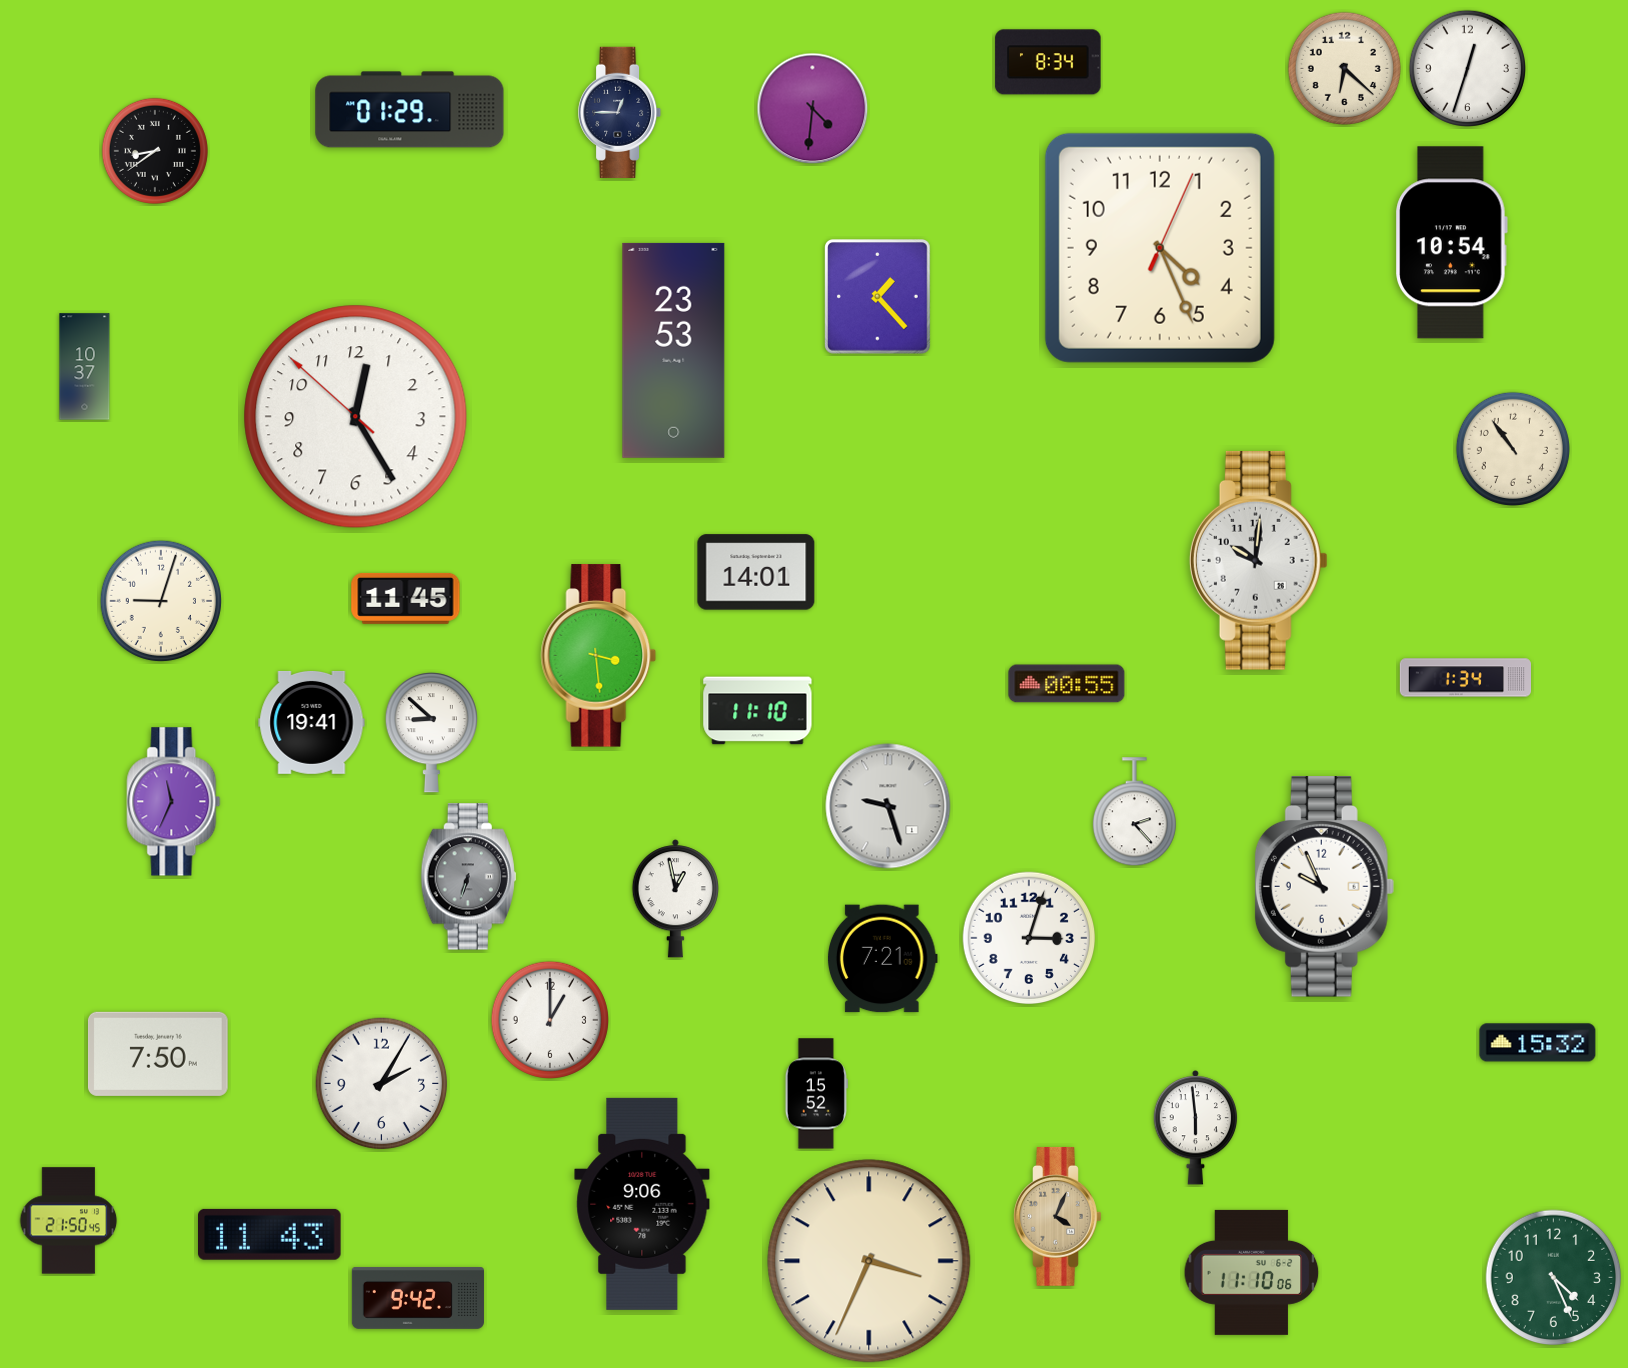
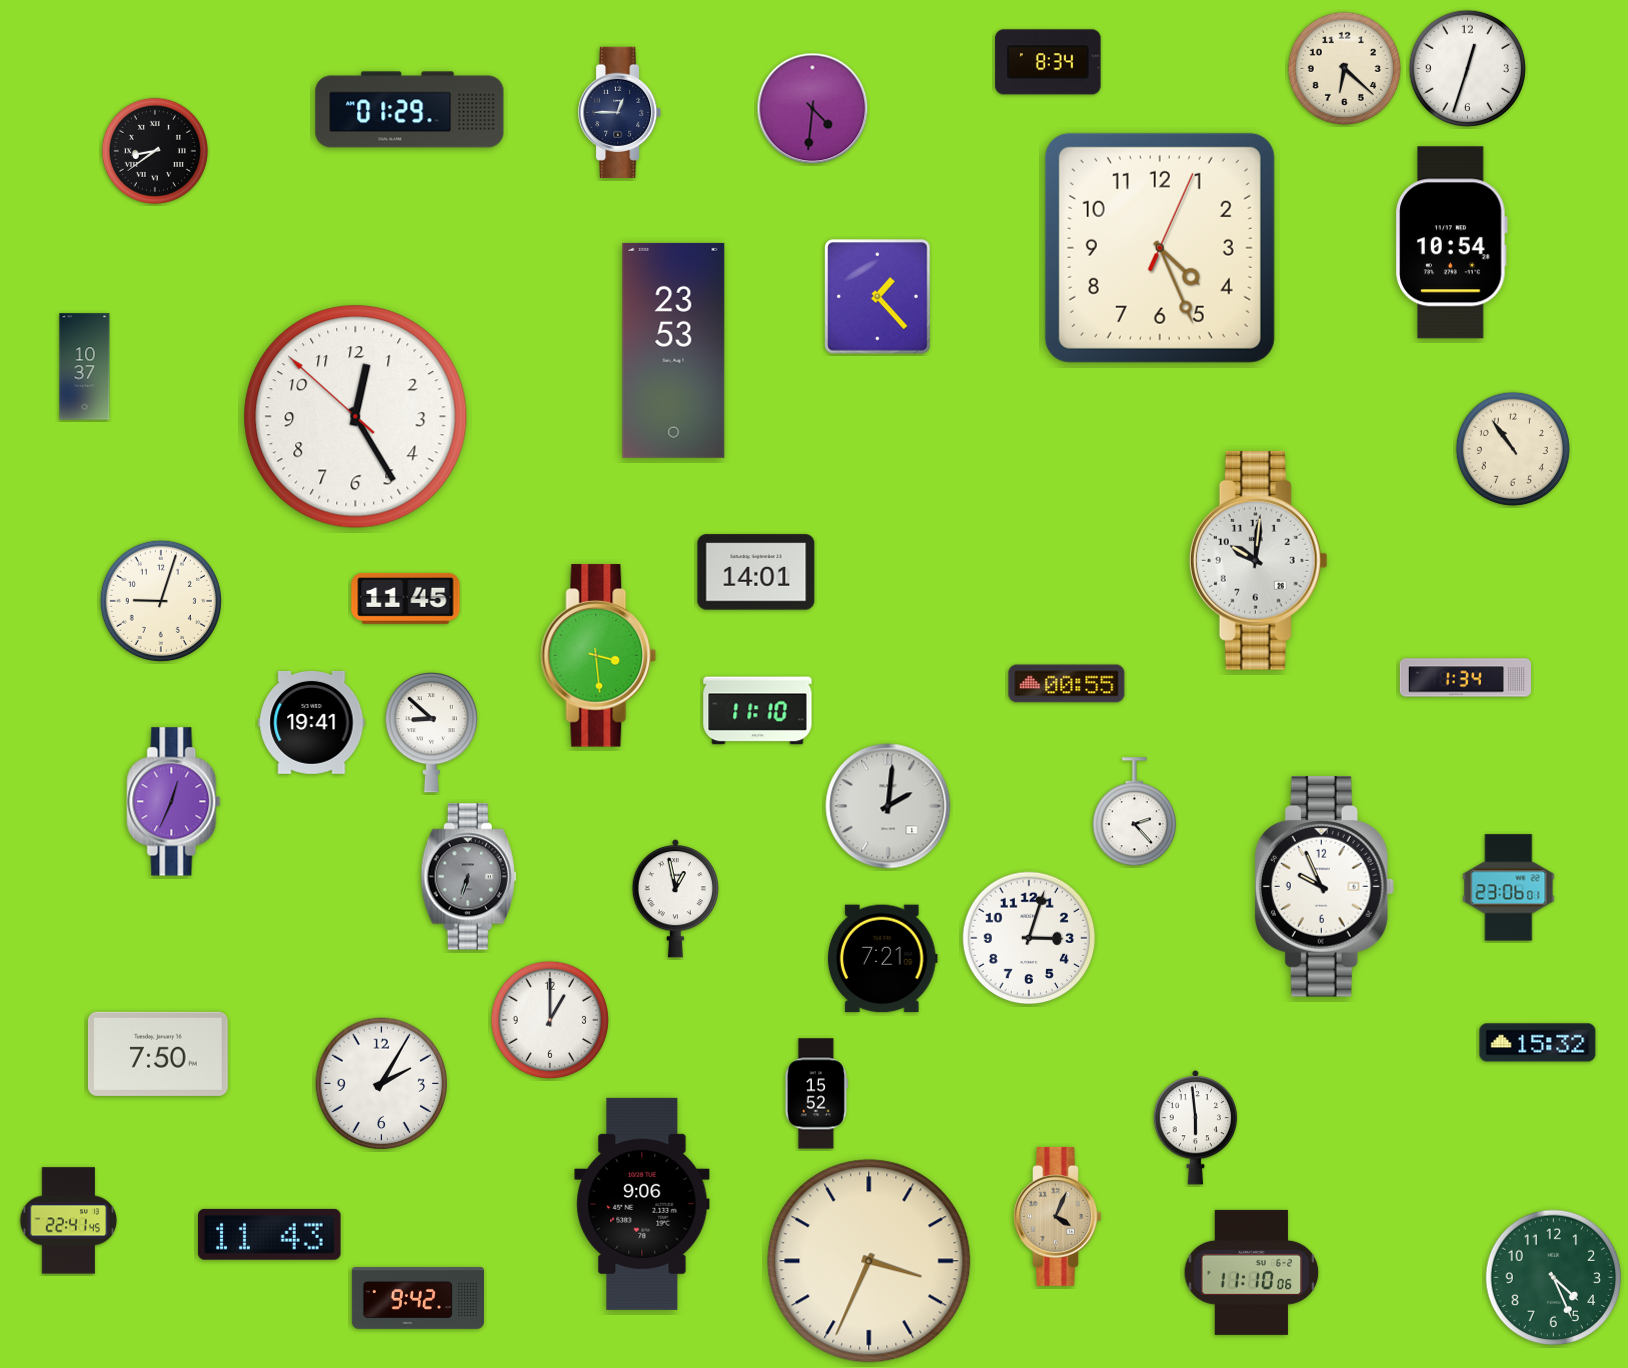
clock at (174, 802): 11:34 -> 12:34
clock at (888, 806): 9:27 -> 2:01
clock at (1509, 888): none -> 23:06
clock at (69, 1221): 21:50 -> 22:41
